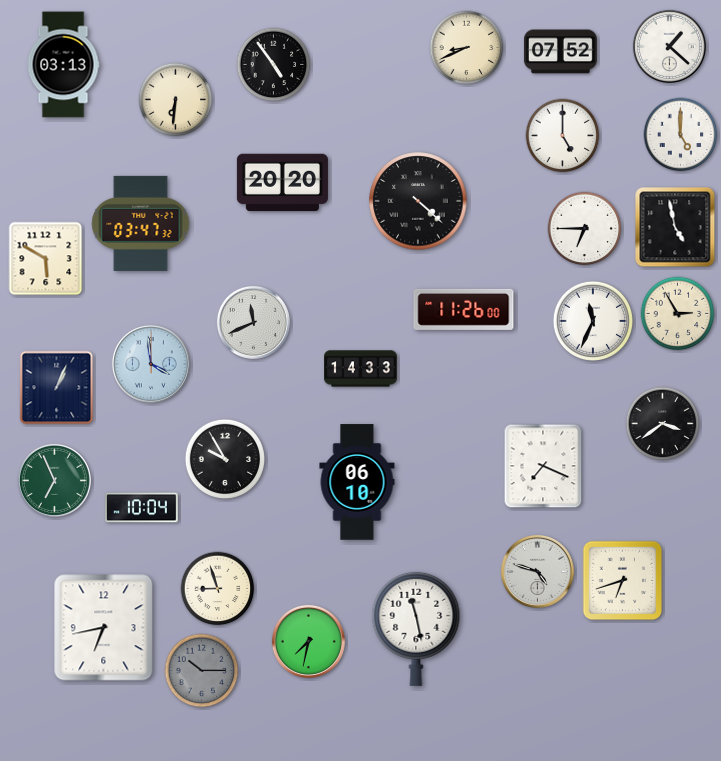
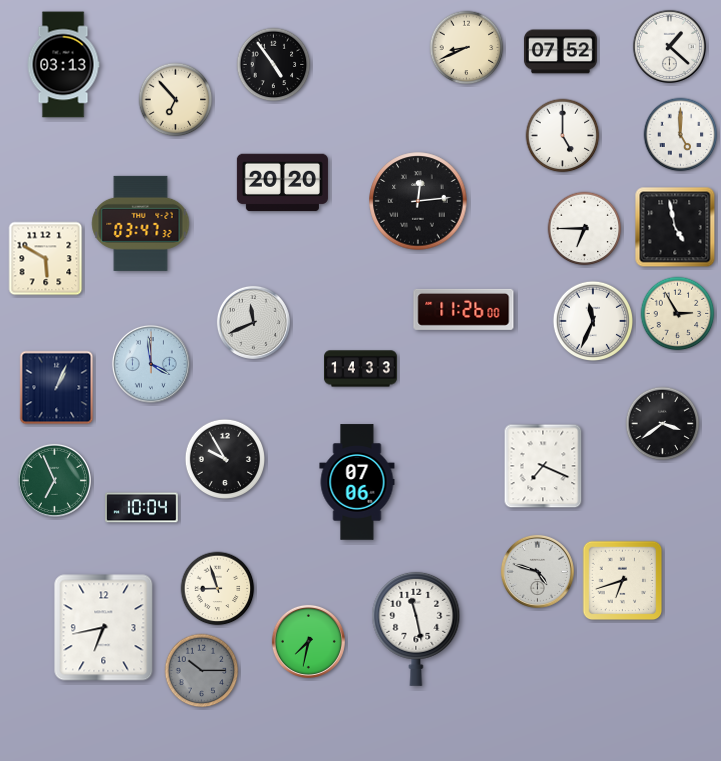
clock at (176, 100): 6:31 -> 6:53
clock at (418, 201): 4:22 -> 12:14
clock at (357, 482): 06:10 -> 07:06
